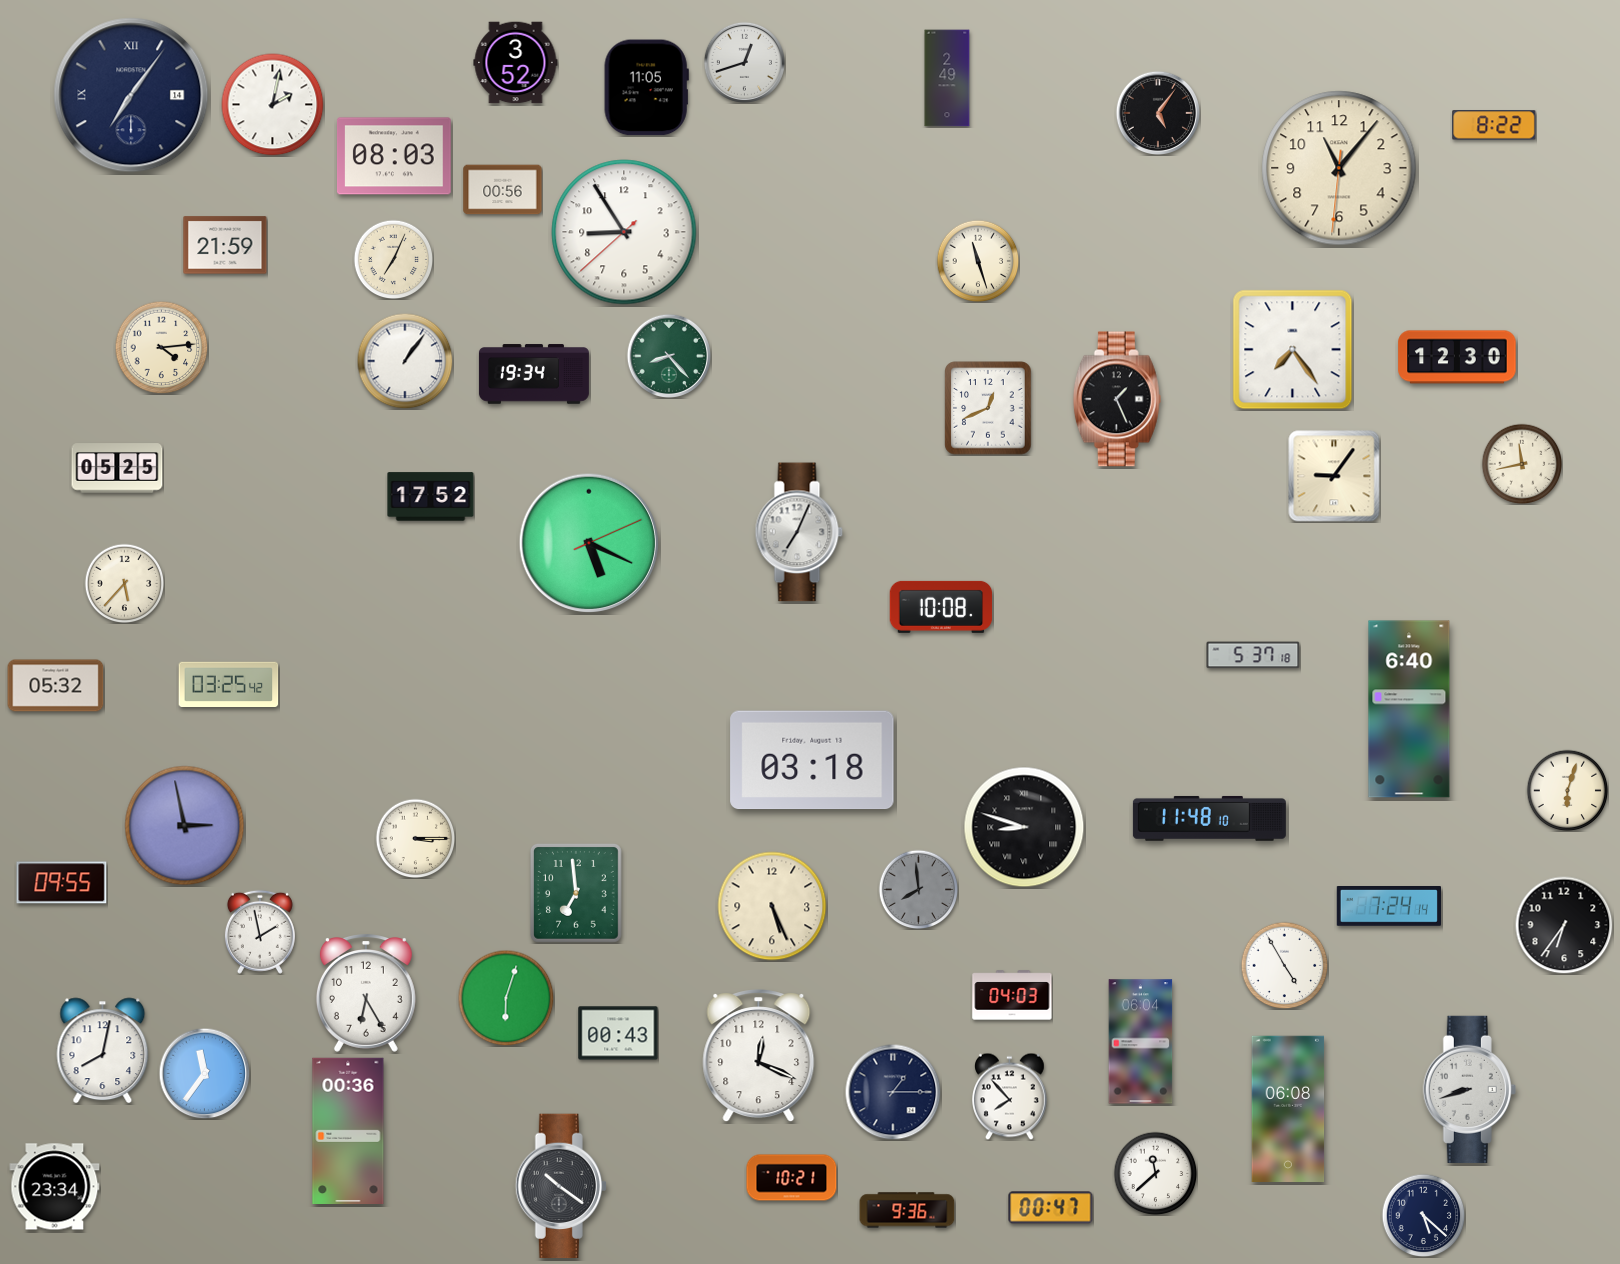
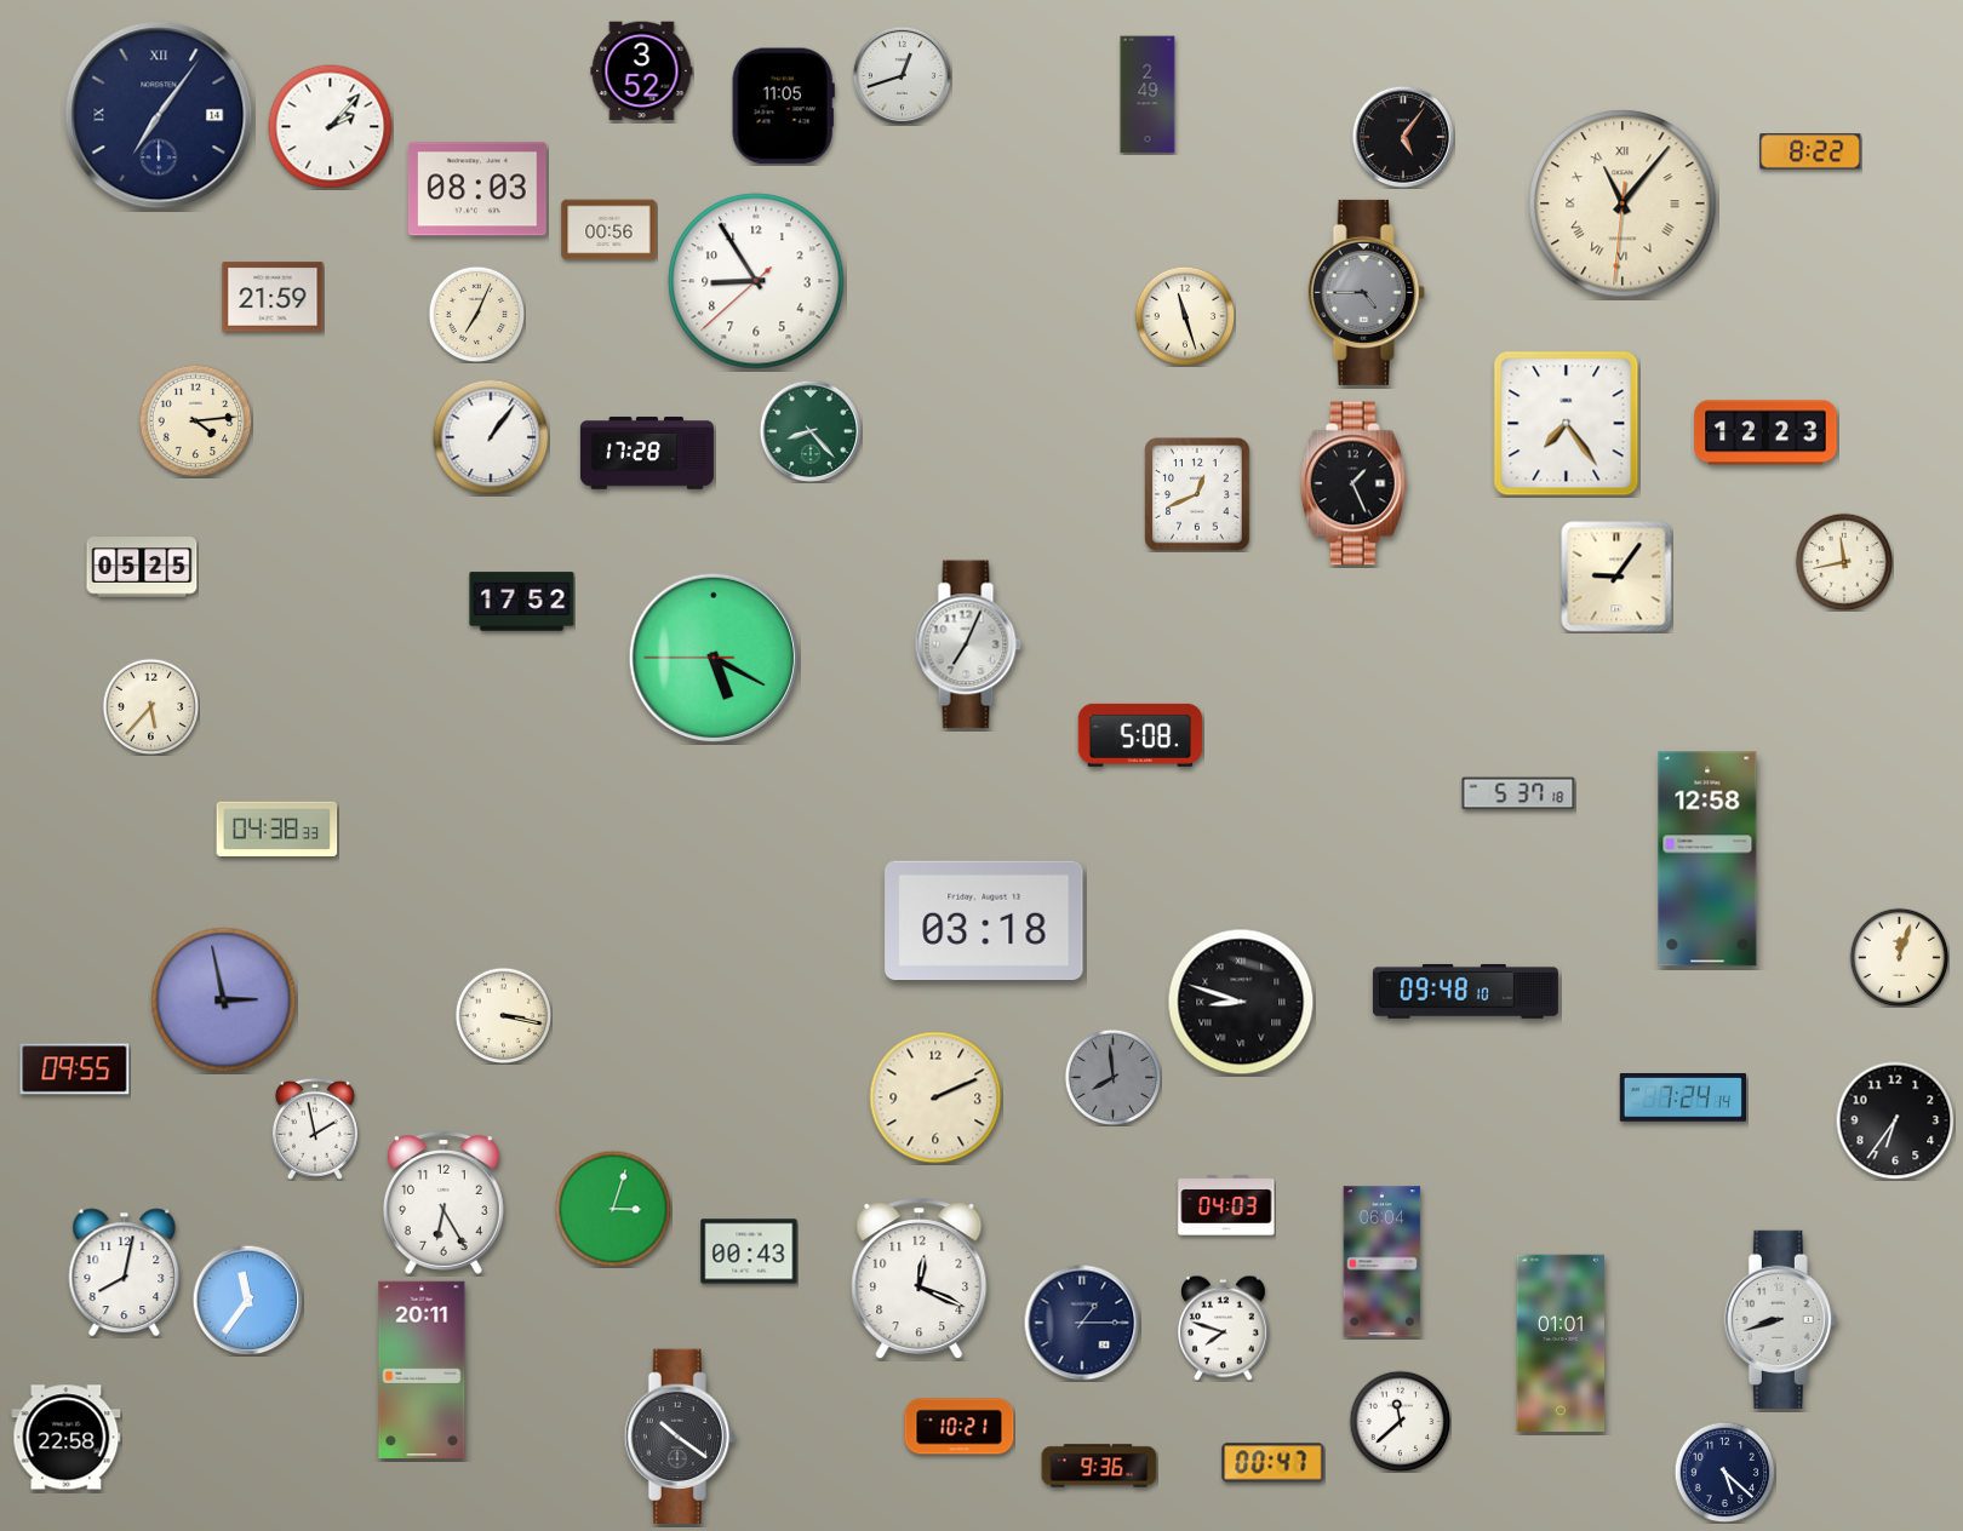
clock at (516, 63) position: (516, 63) -> (642, 71)
clock at (273, 105): 2:02 -> 2:07
clock at (1339, 168) numerals: Arabic -> Roman
clock at (1366, 292): none -> 4:45
clock at (1457, 357): 12:30 -> 12:23
clock at (534, 374): 19:34 -> 17:28
clock at (589, 543): 5:19:11 -> 5:19:45
clock at (941, 607): 10:08 -> 5:08
clock at (229, 684): 03:25 -> 04:38
clock at (56, 686): 05:32 -> none
clock at (1409, 709): 6:40 -> 12:58
clock at (1567, 790): 6:03 -> 12:03
clock at (1209, 818): 11:48 -> 09:48
clock at (415, 838): 3:15 -> 3:17
clock at (576, 893): 6:59 -> none
clock at (772, 906): 5:26 -> 2:11
clock at (1284, 965): 4:55 -> none
clock at (506, 998): 6:03 -> 3:03
clock at (1010, 1096): 7:53 -> 7:48
clock at (1288, 1108): 06:08 -> 01:01
clock at (348, 1130): 00:36 -> 20:11
clock at (55, 1187): 23:34 -> 22:58
